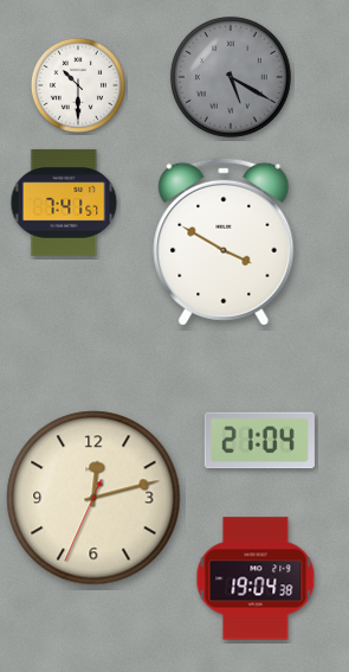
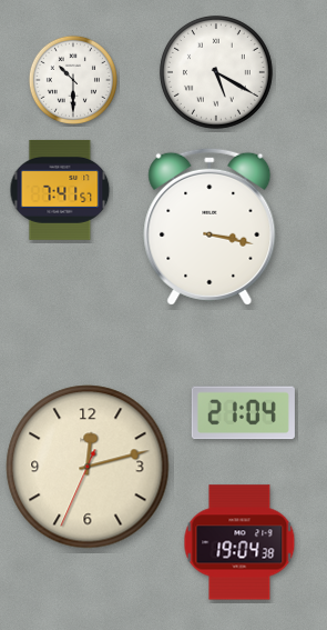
clock at (231, 77) dial: grey -> white
clock at (224, 242): 3:50 -> 3:17
